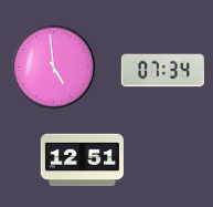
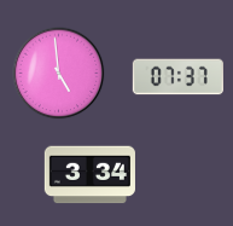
clock at (162, 71): 07:34 -> 07:37
clock at (82, 161): 12:51 -> 3:34
